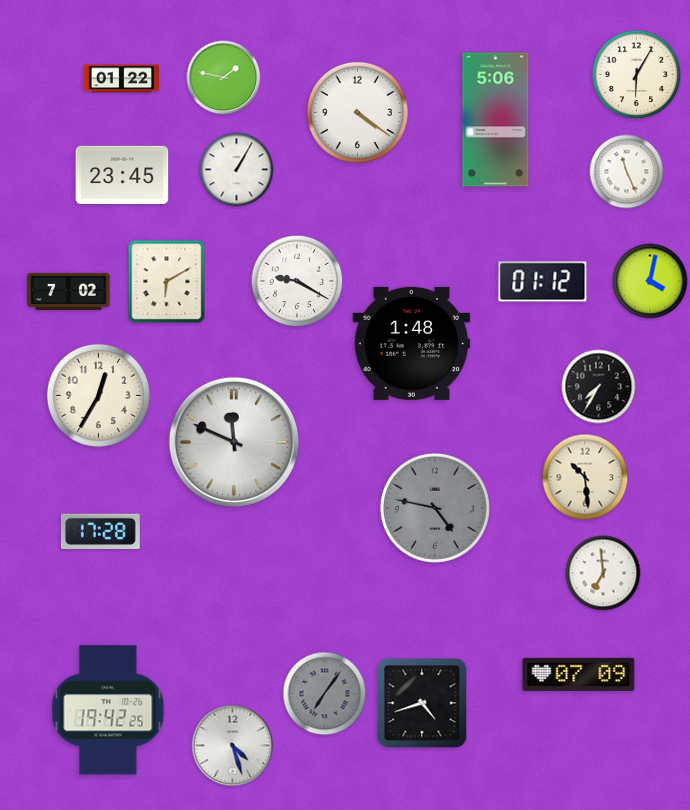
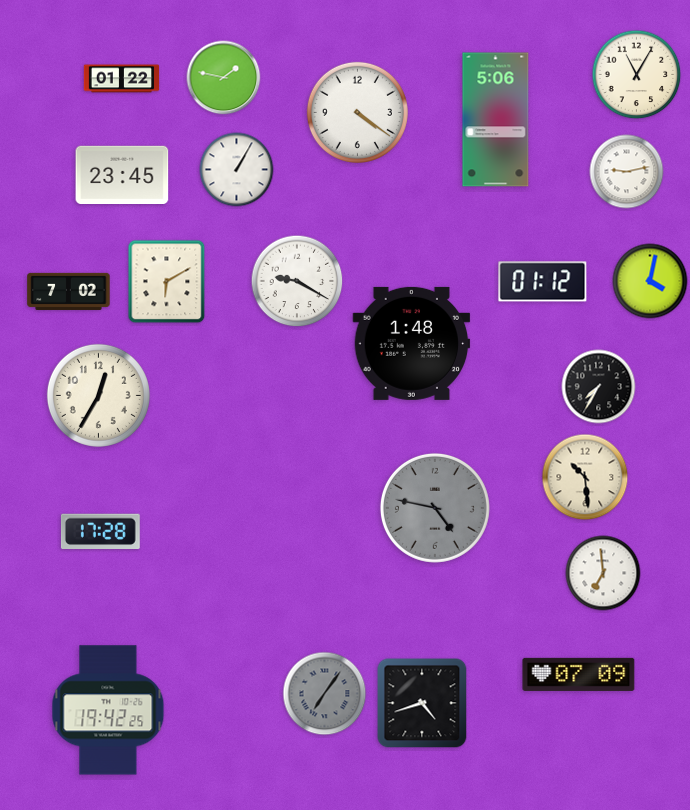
clock at (637, 75): 6:05 -> 11:05
clock at (627, 172): 11:26 -> 9:13
clock at (234, 442): 11:49 -> none
clock at (233, 746): 4:27 -> none
